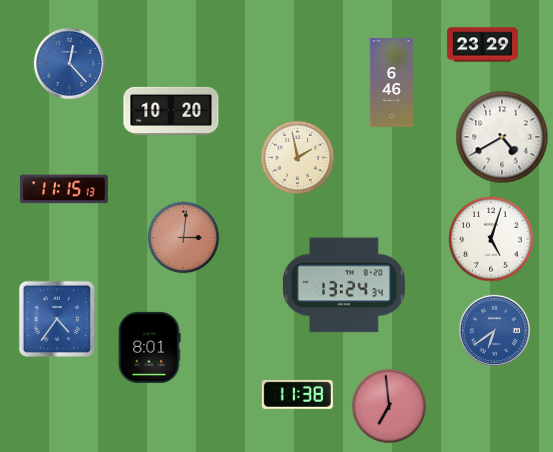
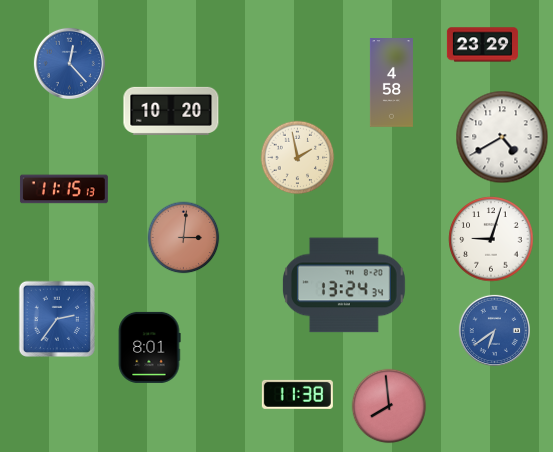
clock at (391, 83): 6:46 -> 4:58
clock at (491, 239): 5:03 -> 9:03
clock at (57, 319): 4:36 -> 2:36
clock at (389, 406): 6:59 -> 7:59
